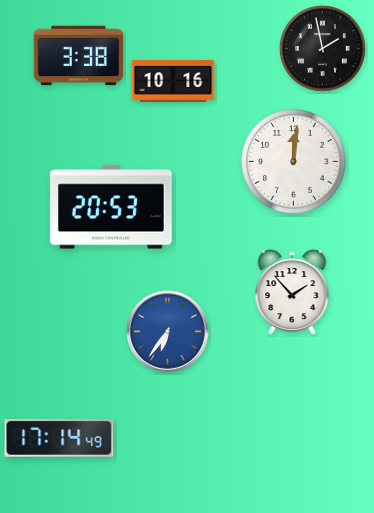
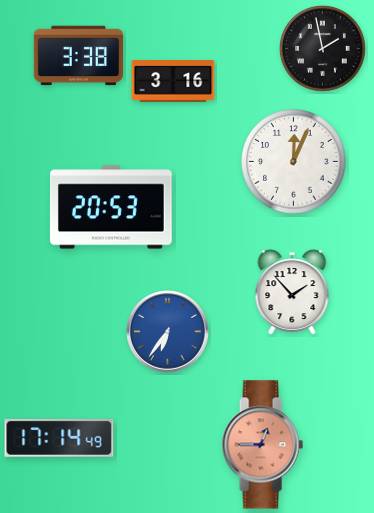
clock at (173, 81): 10:16 -> 3:16
clock at (294, 162): 12:01 -> 12:04
clock at (262, 445): none -> 12:45
